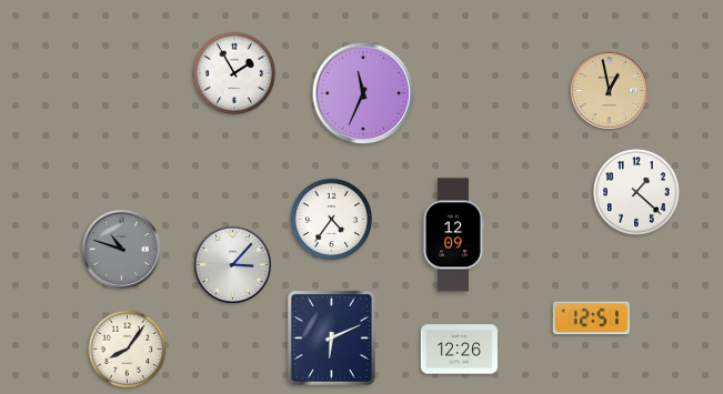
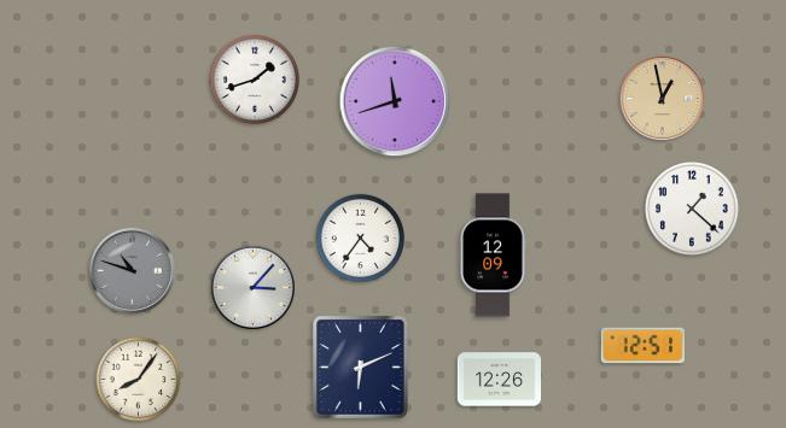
clock at (234, 73): 1:55 -> 1:42
clock at (363, 93): 11:34 -> 11:42
